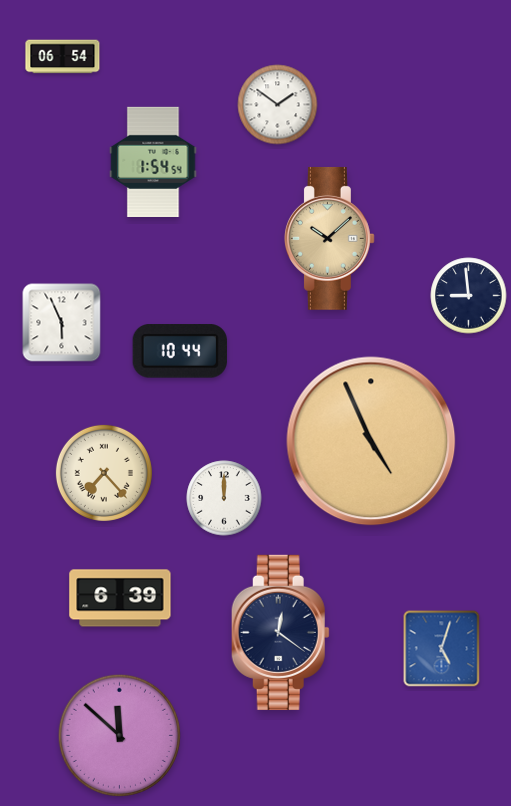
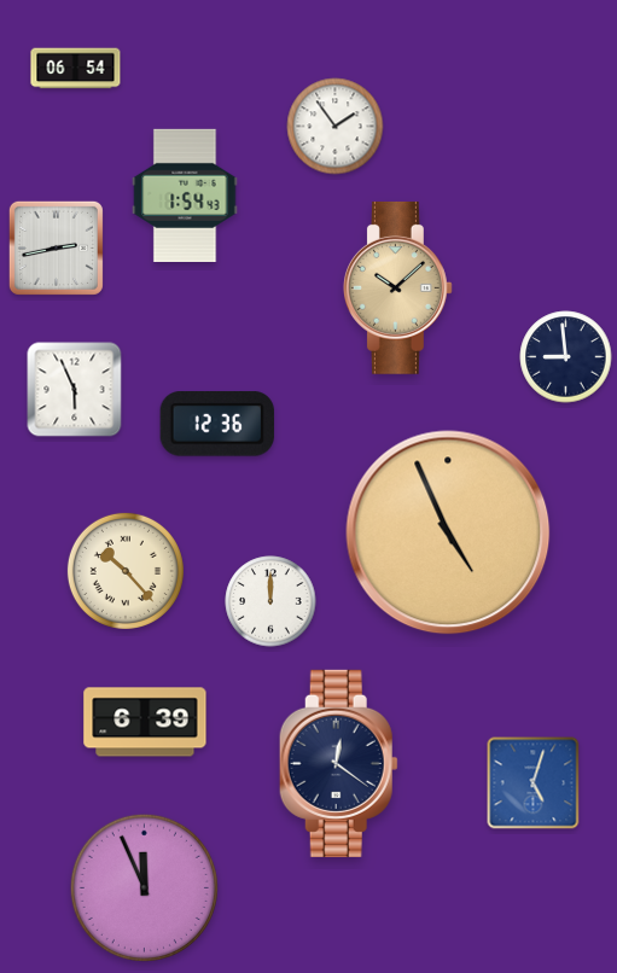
clock at (278, 105): 1:51 -> 1:54
clock at (153, 161): 1:54:54 -> 1:54:43
clock at (56, 247): none -> 2:43
clock at (180, 351): 10:44 -> 12:36
clock at (104, 473): 7:23 -> 10:23
clock at (119, 735): 11:52 -> 11:56
